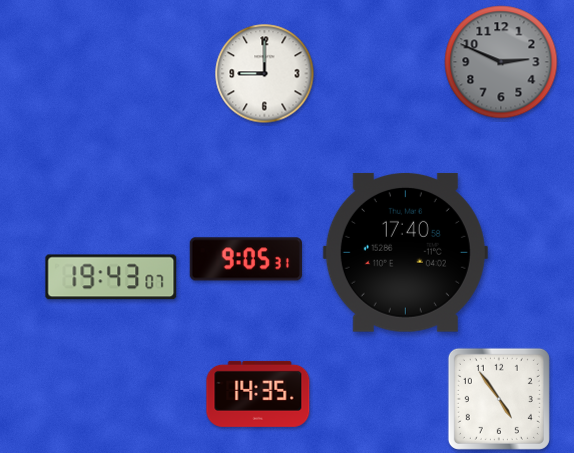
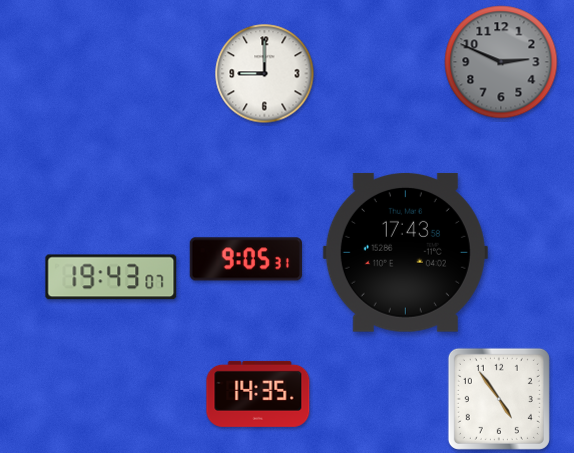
clock at (405, 252): 17:40 -> 17:43
